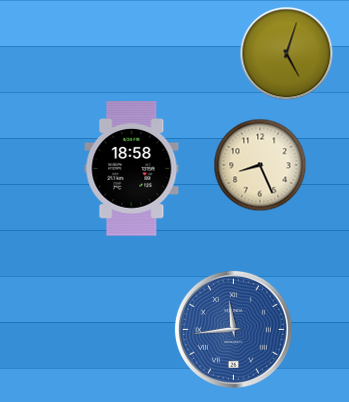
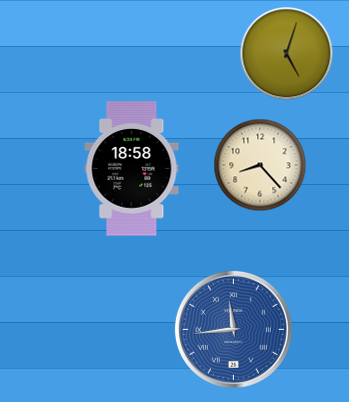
clock at (260, 165): 8:26 -> 8:23
